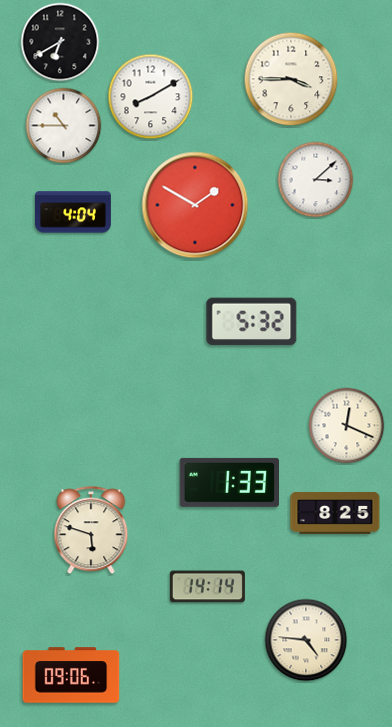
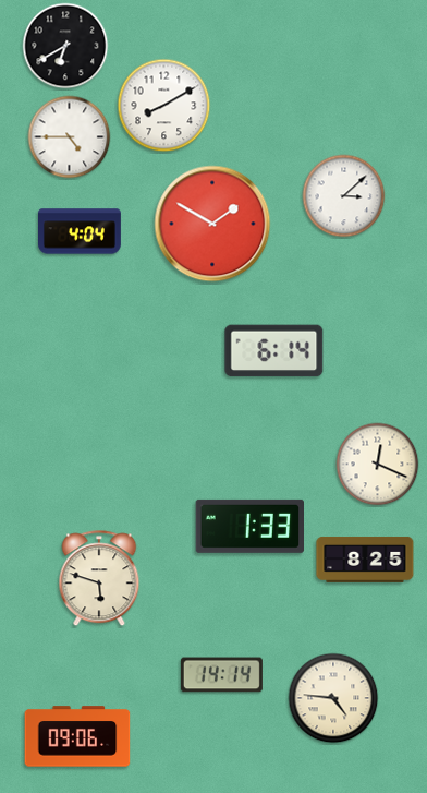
clock at (291, 79): 3:45 -> none
clock at (64, 126): 10:45 -> 4:45
clock at (252, 322): 5:32 -> 6:14
clock at (207, 587) position: (207, 587) -> (221, 675)
